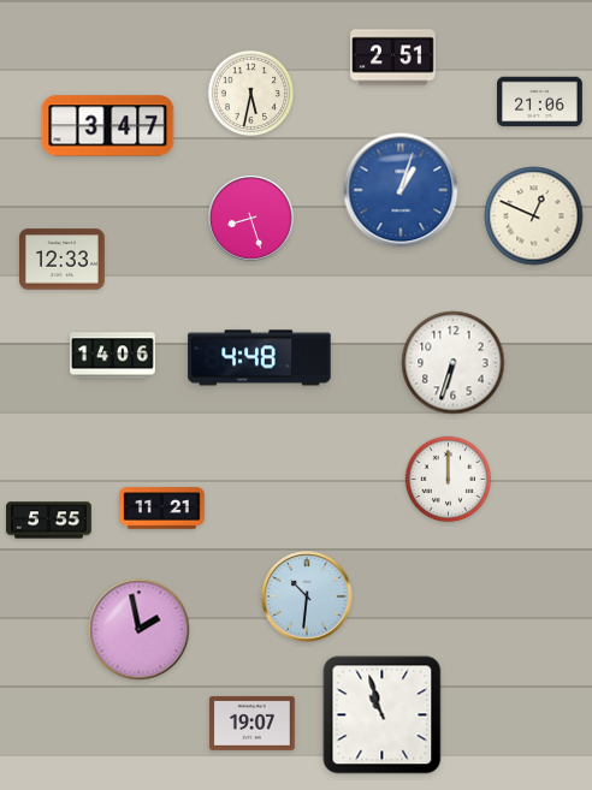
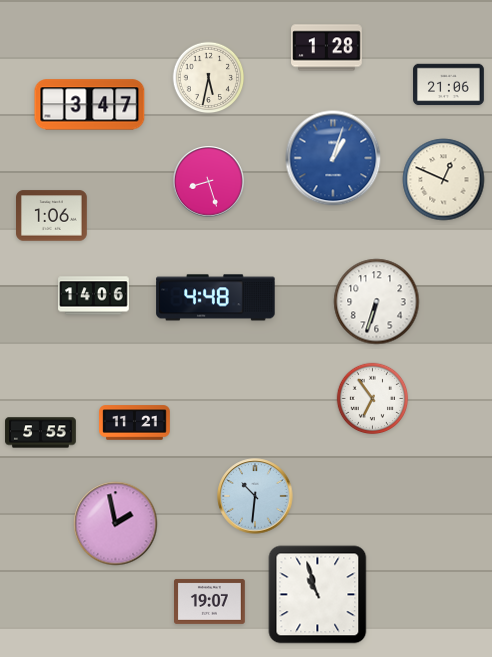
clock at (393, 58): 2:51 -> 1:28
clock at (63, 260): 12:33 -> 1:06
clock at (449, 480): 12:00 -> 6:54
